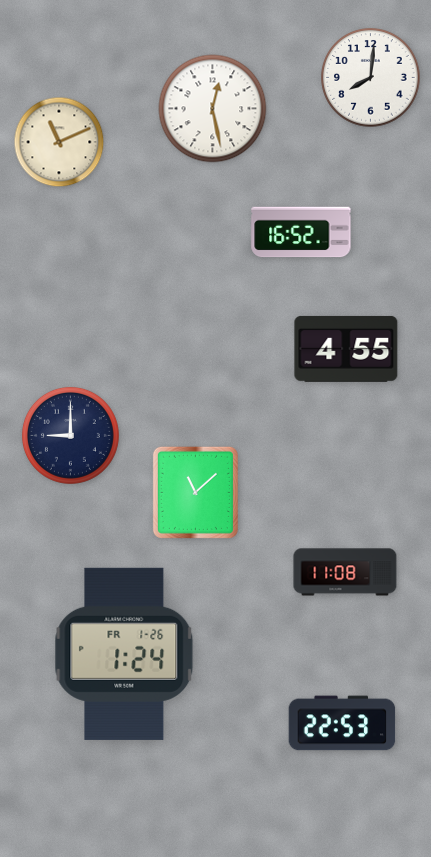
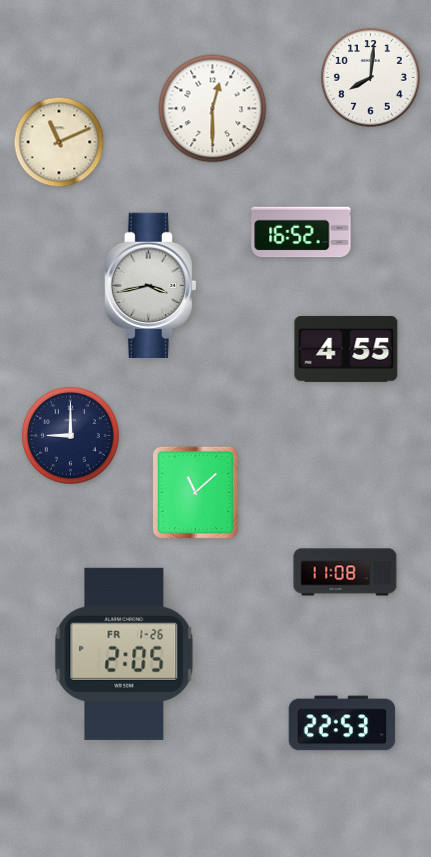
clock at (213, 109): 12:28 -> 12:30
clock at (150, 285): none -> 3:43
clock at (124, 654): 1:24 -> 2:05
